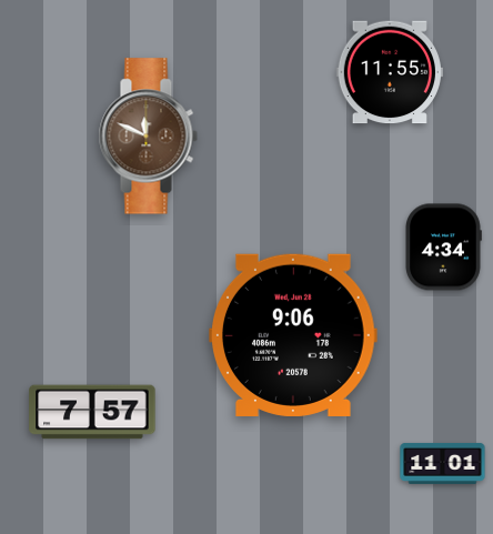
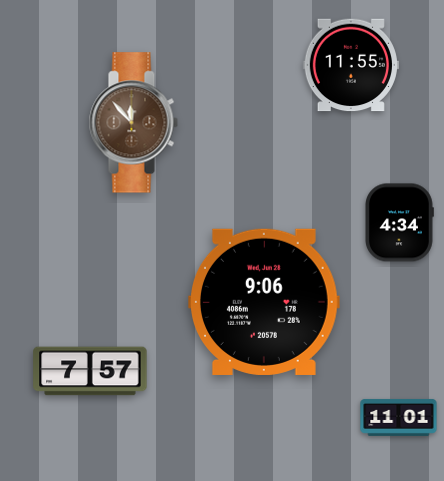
clock at (148, 137): 11:49 -> 11:53
clock at (92, 412) position: (92, 412) -> (90, 371)
